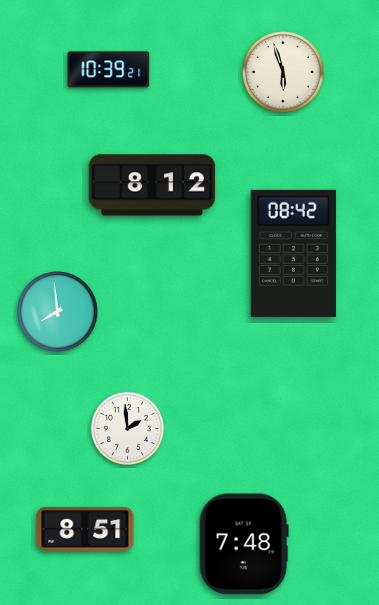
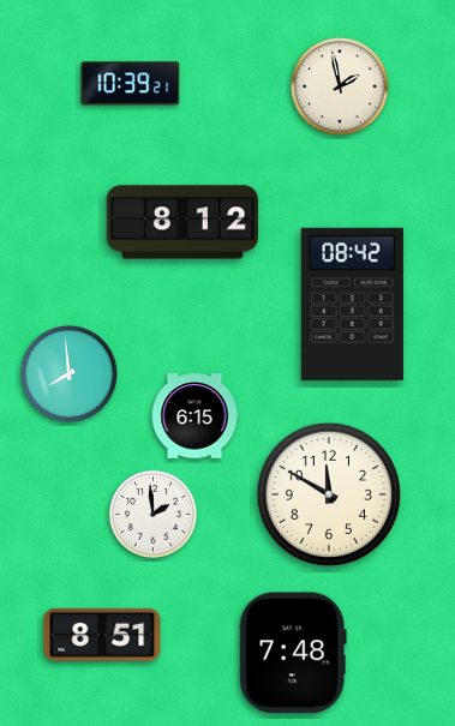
clock at (283, 72): 5:57 -> 1:58
clock at (194, 416): none -> 6:15
clock at (328, 493): none -> 11:50
